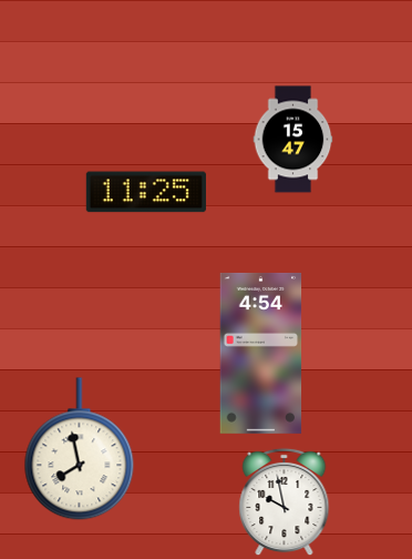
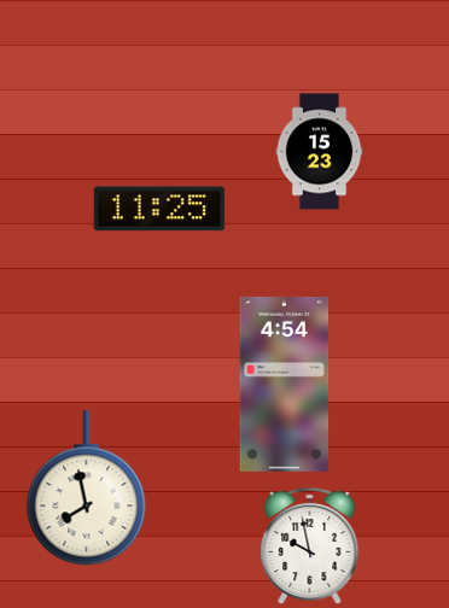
clock at (293, 140): 15:47 -> 15:23
